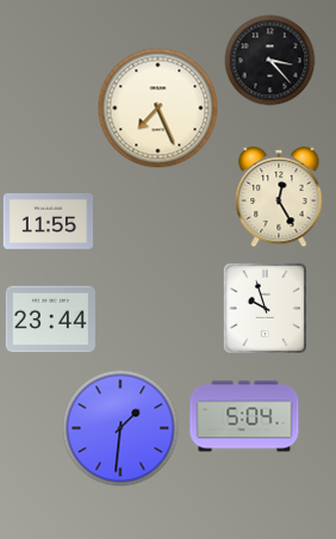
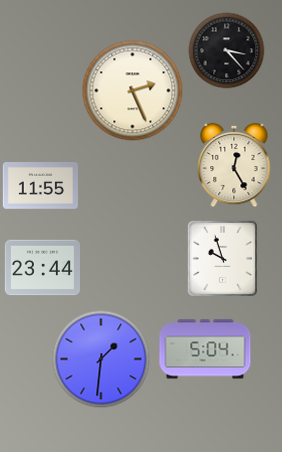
clock at (158, 109): 7:26 -> 2:26
